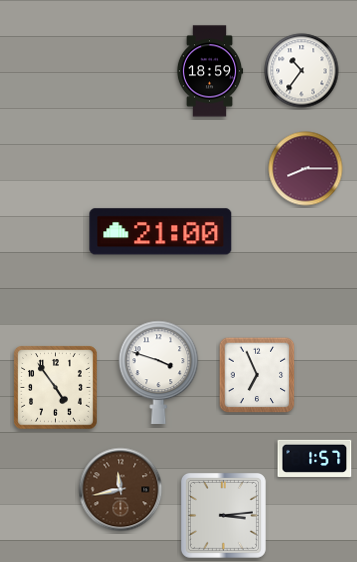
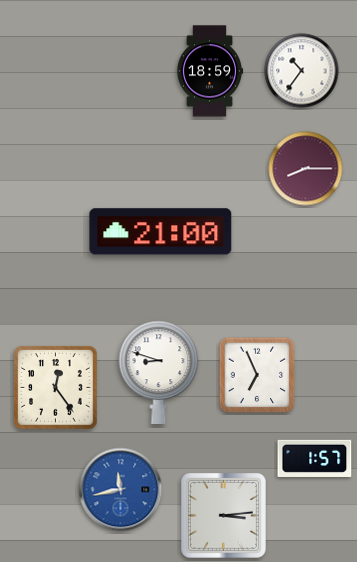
clock at (159, 372): 3:48 -> 8:48
clock at (56, 388): 4:54 -> 12:24
clock at (121, 490) dial: brown -> blue
